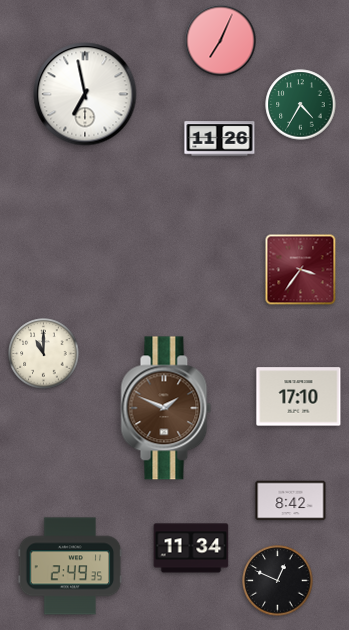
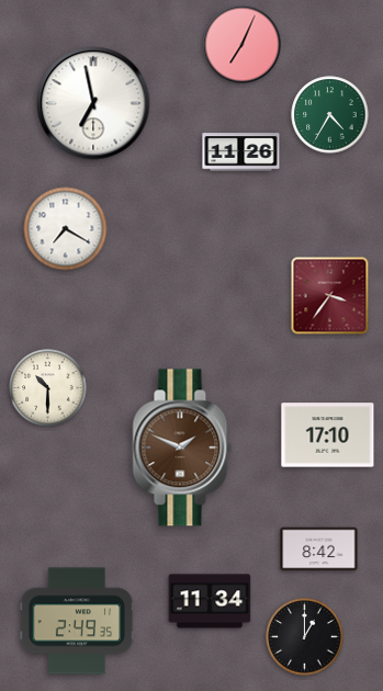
clock at (66, 229): none -> 7:20
clock at (44, 354): 11:00 -> 10:30
clock at (278, 581): 12:49 -> 1:00
